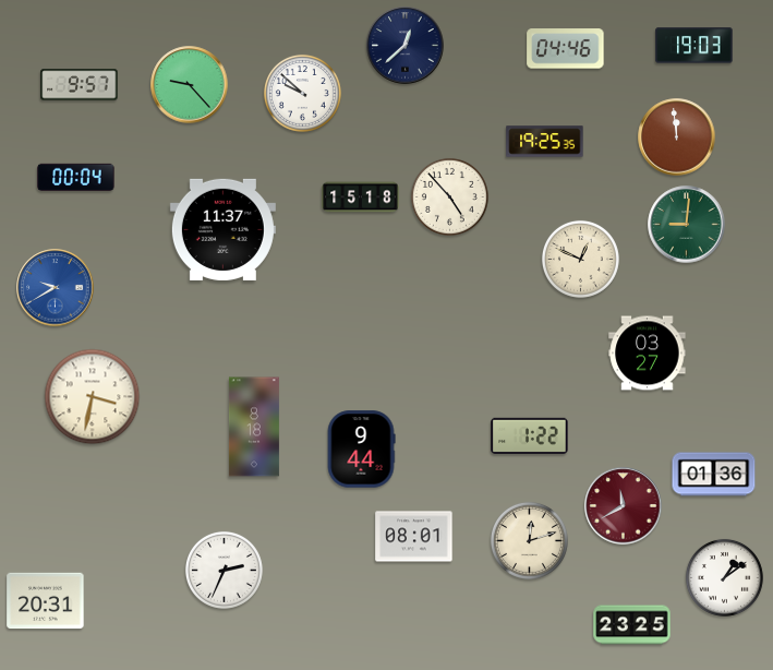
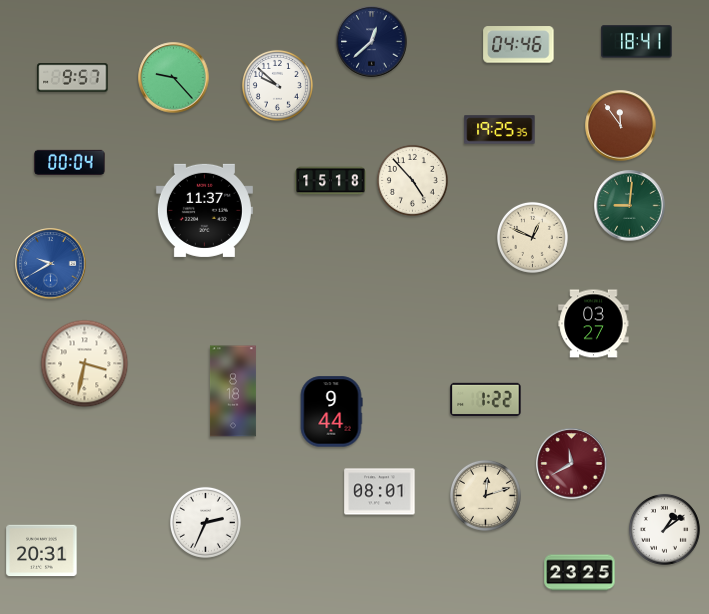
clock at (695, 46): 19:03 -> 18:41
clock at (677, 137): 11:59 -> 11:54
clock at (714, 475): 01:36 -> none
